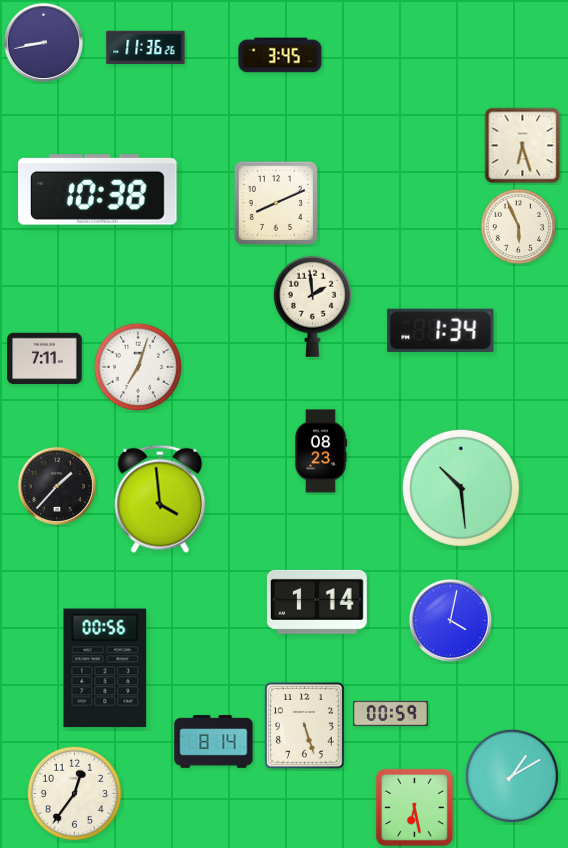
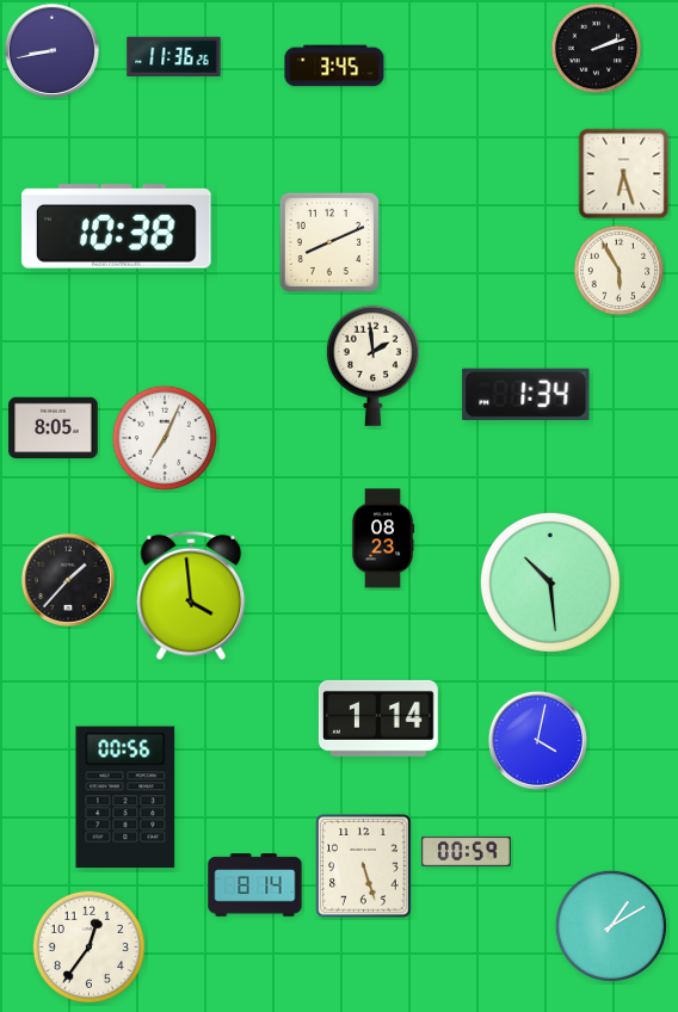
clock at (597, 49): none -> 2:12
clock at (519, 227): 5:56 -> 5:55
clock at (45, 359): 7:11 -> 8:05
clock at (137, 366): 7:03 -> 7:04
clock at (414, 807): 6:28 -> none
